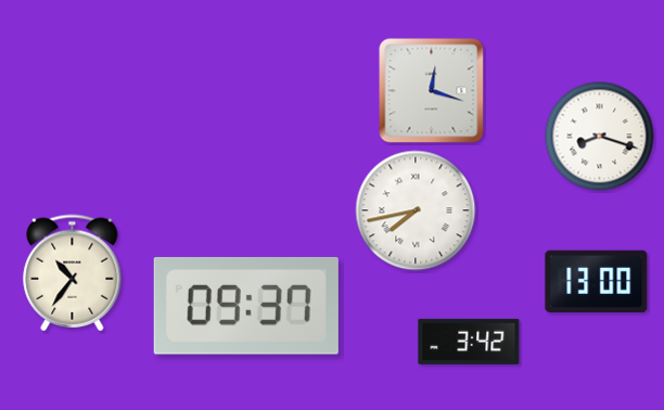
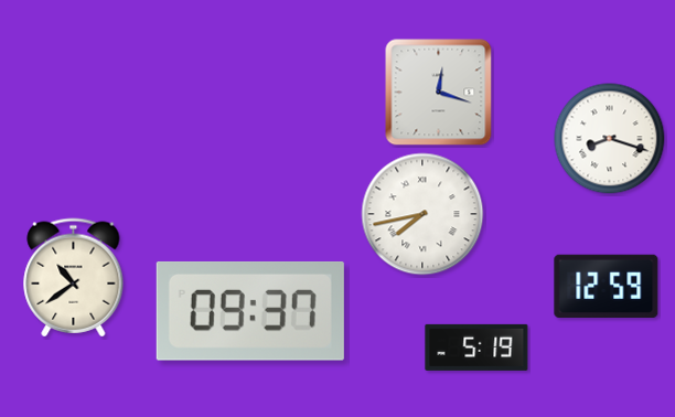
clock at (73, 273): 10:36 -> 10:39
clock at (597, 281): 13:00 -> 12:59
clock at (469, 342): 3:42 -> 5:19
